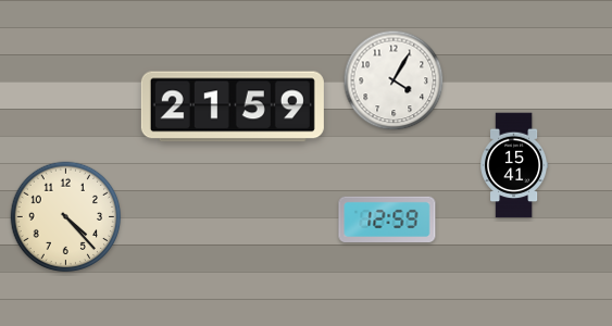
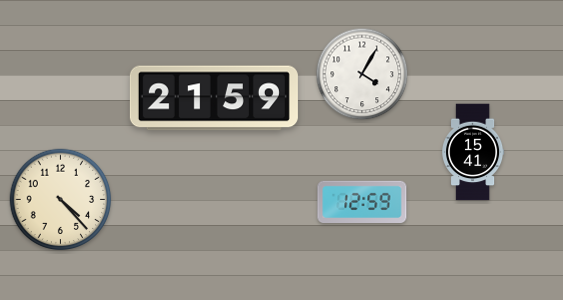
clock at (387, 218) position: (387, 218) -> (362, 201)
